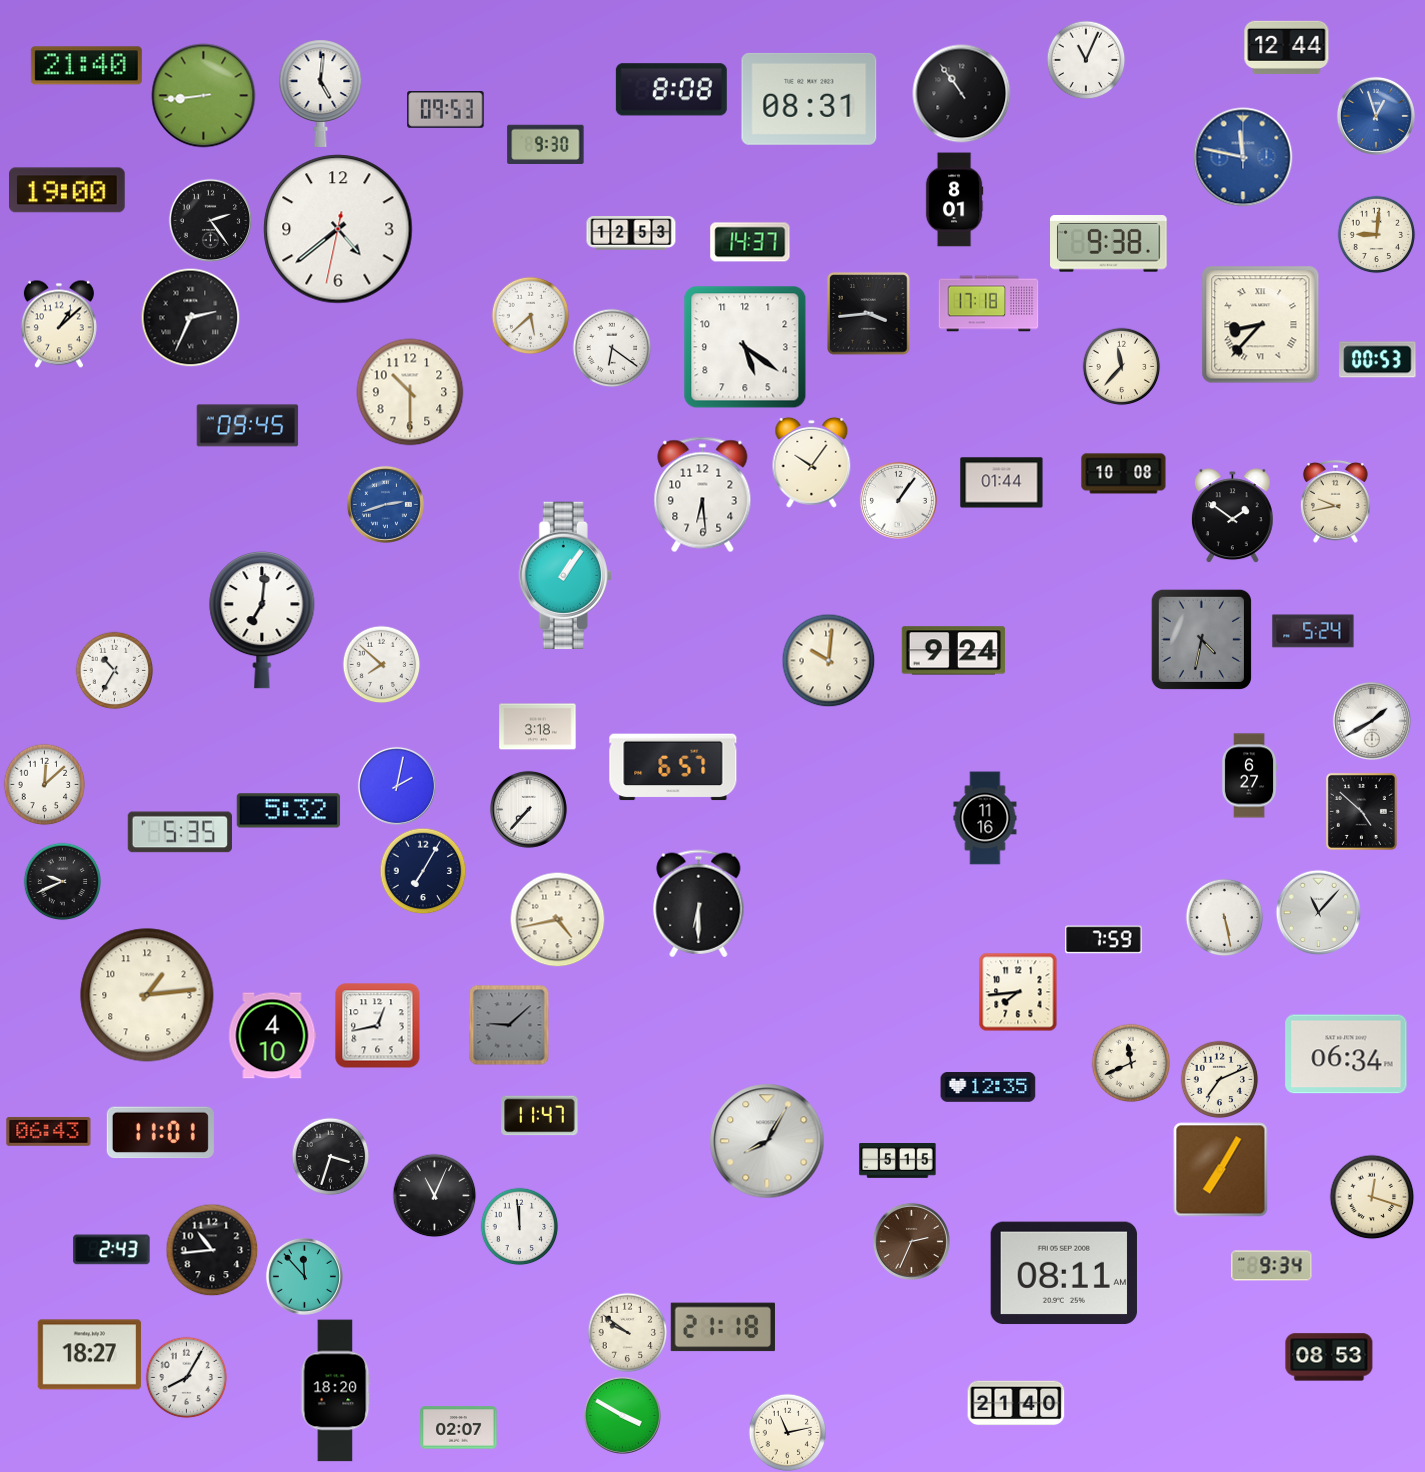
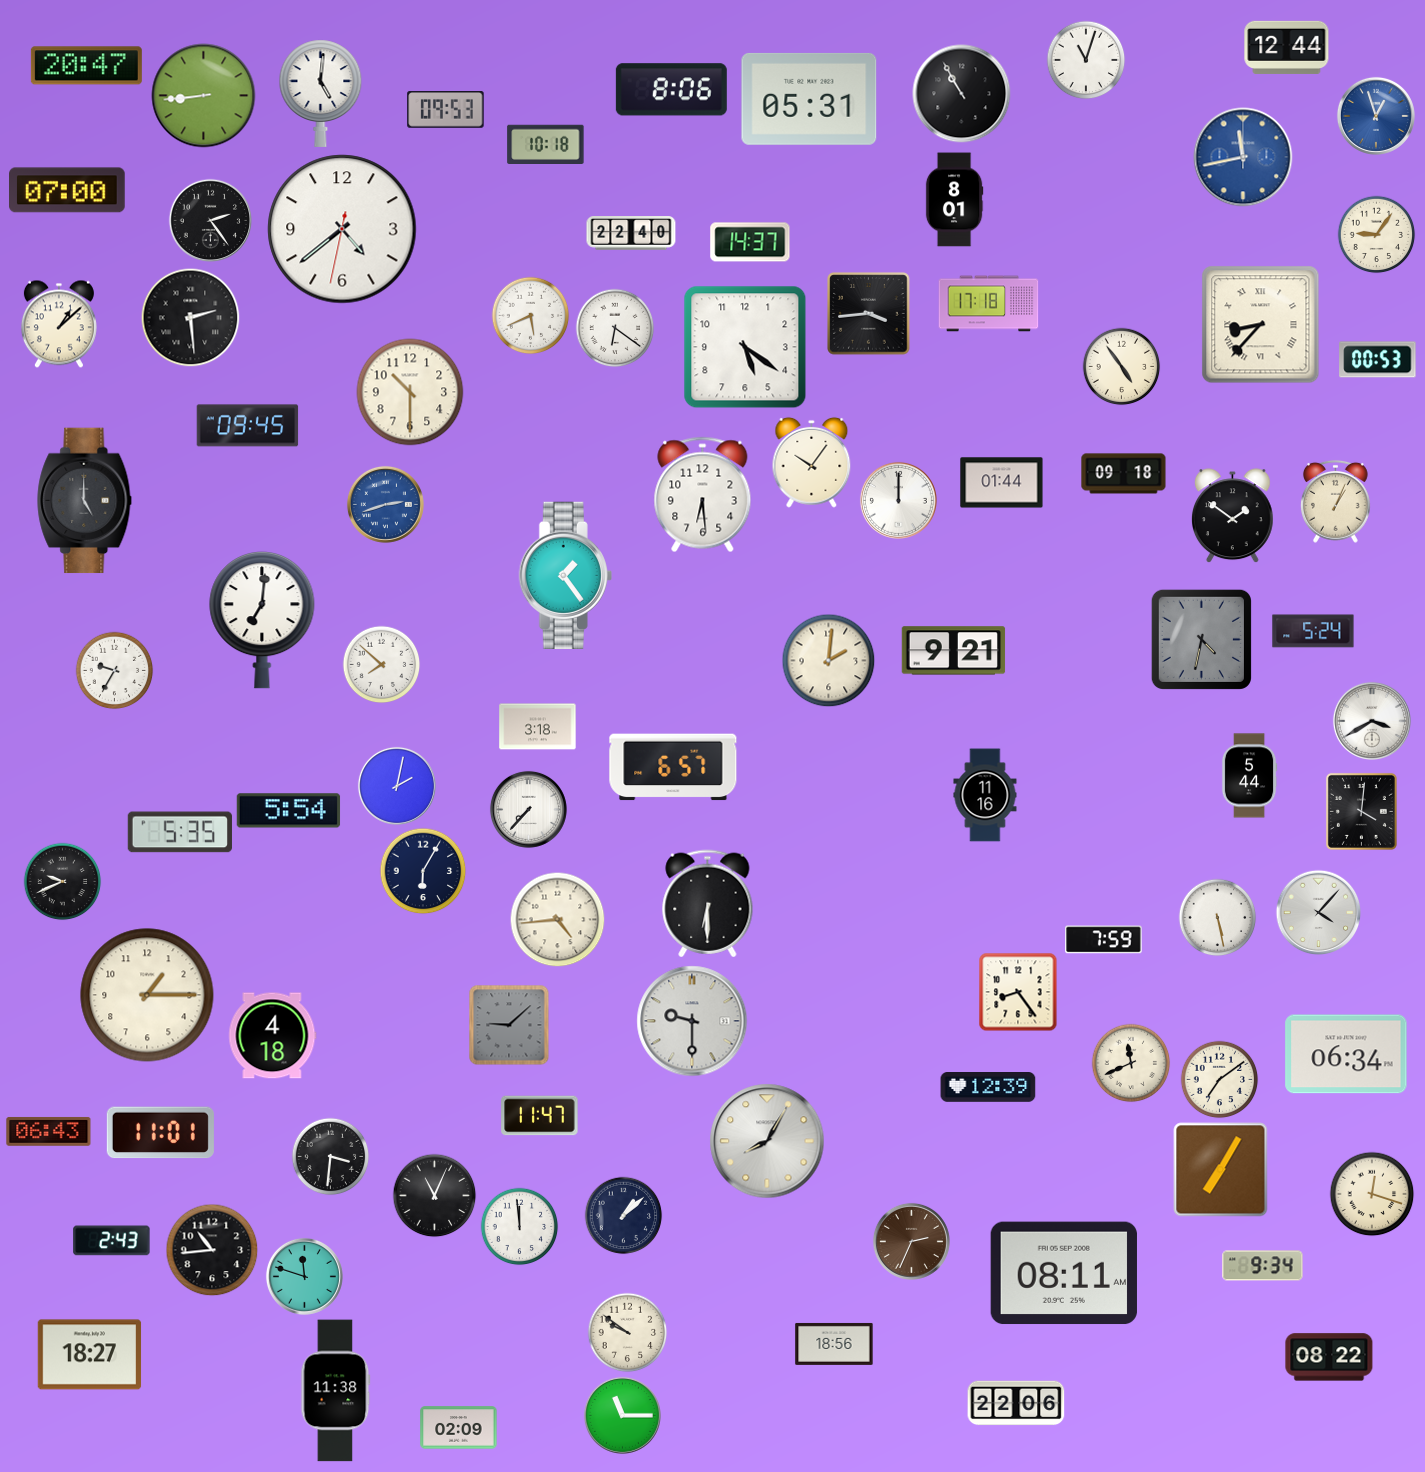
clock at (1086, 60): 11:04 -> 11:03
clock at (86, 66): 21:40 -> 20:47
clock at (671, 90): 8:08 -> 8:06
clock at (962, 94): 10:54 -> 10:55
clock at (809, 99): 08:31 -> 05:31
clock at (546, 144): 9:30 -> 10:18
clock at (1243, 157): 11:47 -> 11:43
clock at (68, 190): 19:00 -> 07:00
clock at (338, 229) position: (338, 229) -> (342, 229)
clock at (631, 233): 12:53 -> 22:40
clock at (1376, 234): 9:01 -> 9:06
clock at (1109, 244): 9:38 -> none
clock at (530, 315): 5:38 -> 5:41
clock at (191, 318): 2:34 -> 2:29
clock at (612, 348) position: (612, 348) -> (615, 328)
clock at (1121, 366): 11:37 -> 4:54
clock at (1124, 474): 10:08 -> 09:18
clock at (898, 500): 1:06 -> 12:00
clock at (85, 501): none -> 5:00
clock at (1336, 501): 9:43 -> 1:04
clock at (565, 575): 1:06 -> 1:24
clock at (954, 651): 9:24 -> 9:21
clock at (828, 660): 10:01 -> 2:01
clock at (114, 670): 10:35 -> 9:35
clock at (1372, 721): 1:40 -> 3:40
clock at (1249, 776): 6:27 -> 5:44
clock at (44, 784): 12:08 -> none
clock at (289, 811): 5:32 -> 5:54
clock at (1361, 811): 4:52 -> 4:01
clock at (985, 818) position: (985, 818) -> (985, 795)
clock at (423, 871): 7:05 -> 6:05
clock at (699, 904) position: (699, 904) -> (708, 904)
clock at (1318, 912): 11:07 -> 4:07
clock at (1224, 917) position: (1224, 917) -> (1217, 917)
clock at (557, 919): 4:43 -> 4:44
clock at (1018, 992): 7:44 -> 8:24
clock at (147, 995): 1:14 -> 1:15
clock at (692, 1021): none -> 9:30
clock at (378, 1026): 12:43 -> none
clock at (273, 1036): 4:10 -> 4:18
clock at (1219, 1079): 7:11 -> 7:09
clock at (988, 1088): 12:35 -> 12:39
clock at (330, 1156): 3:33 -> 3:31
clock at (898, 1161): 5:15 -> none
clock at (1372, 1197) position: (1372, 1197) -> (1372, 1194)
clock at (623, 1215): none -> 1:08
clock at (112, 1250) position: (112, 1250) -> (112, 1241)
clock at (1272, 1266) position: (1272, 1266) -> (1263, 1266)
clock at (304, 1276): 11:53 -> 11:48
clock at (723, 1327): 21:18 -> none
clock at (834, 1344): none -> 18:56
clock at (1329, 1357): 08:53 -> 08:22
clock at (186, 1377): 8:05 -> none
clock at (336, 1391): 18:20 -> 11:38
clock at (1016, 1403): 21:40 -> 22:06
clock at (622, 1415): 3:50 -> 11:15
clock at (459, 1428): 02:07 -> 02:09
clock at (787, 1432): 11:13 -> none
